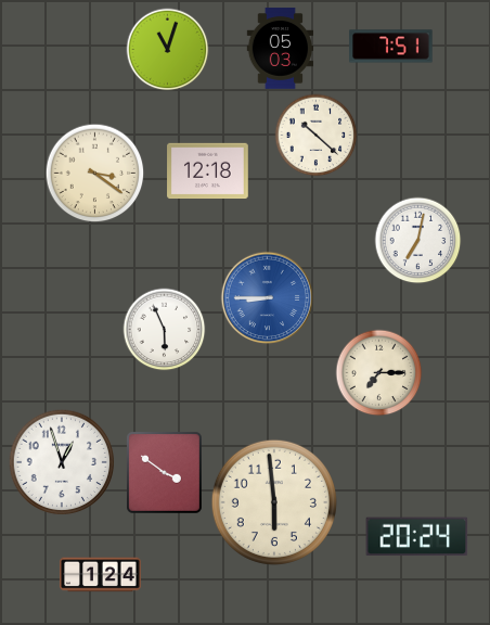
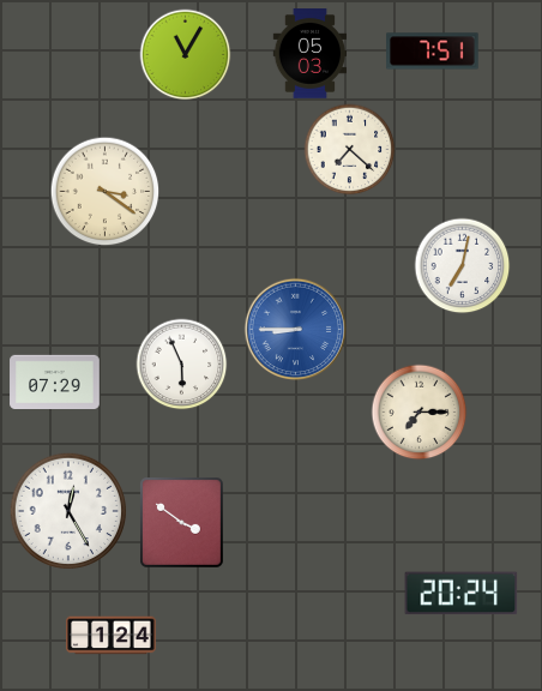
clock at (168, 50): 11:03 -> 11:05
clock at (317, 136): 10:22 -> 7:22
clock at (208, 171): 12:18 -> none
clock at (55, 383): none -> 07:29
clock at (62, 462): 12:57 -> 12:25
clock at (274, 502): 5:59 -> none
